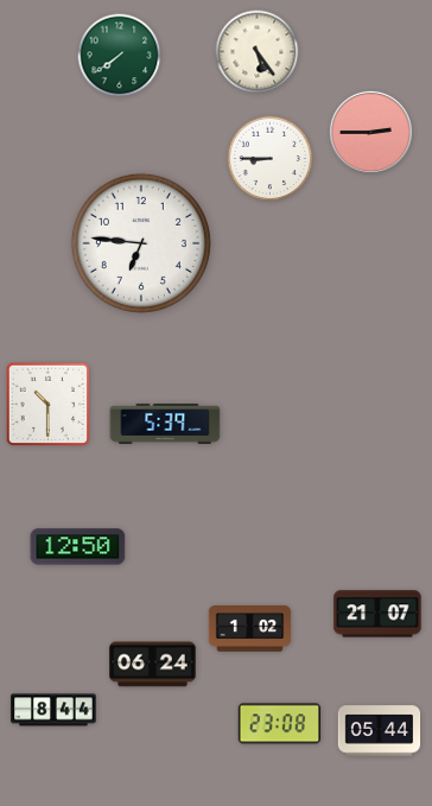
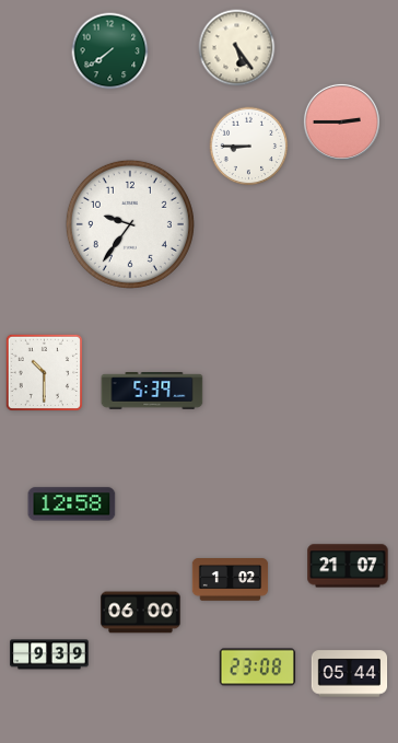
clock at (141, 243): 6:46 -> 9:36
clock at (78, 547): 12:50 -> 12:58
clock at (153, 665): 06:24 -> 06:00
clock at (53, 710): 8:44 -> 9:39
